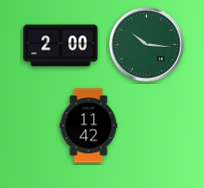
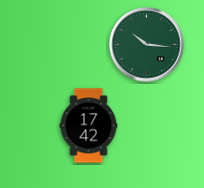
clock at (61, 46): 2:00 -> none
clock at (89, 126): 11:42 -> 17:42
